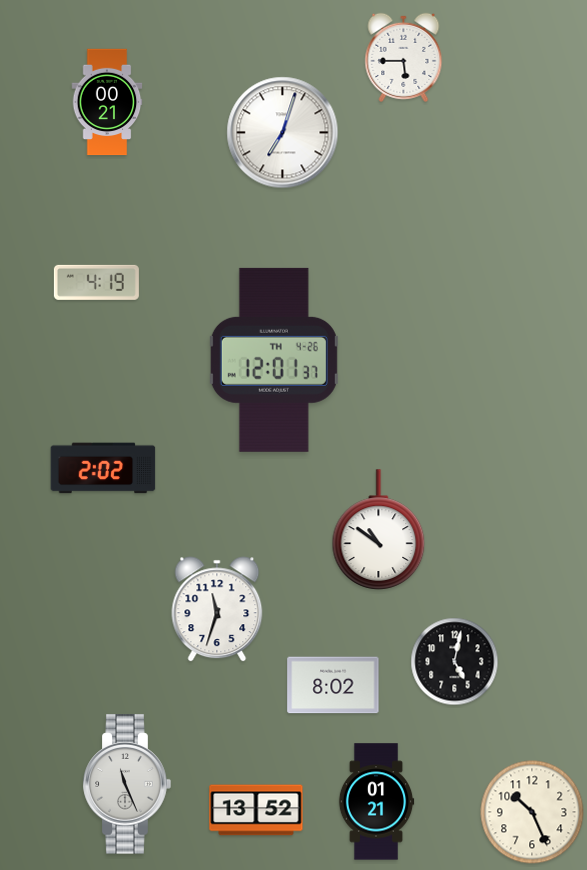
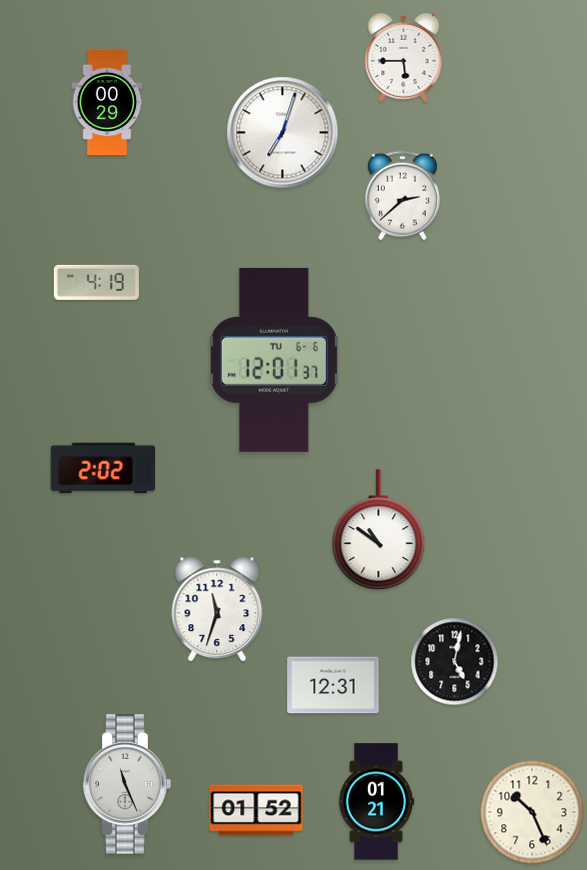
clock at (107, 102): 00:21 -> 00:29
clock at (402, 196): none -> 2:38
clock at (274, 360) date: TH 4-26 -> TU 6-6
clock at (333, 685): 8:02 -> 12:31
clock at (256, 810): 13:52 -> 01:52
